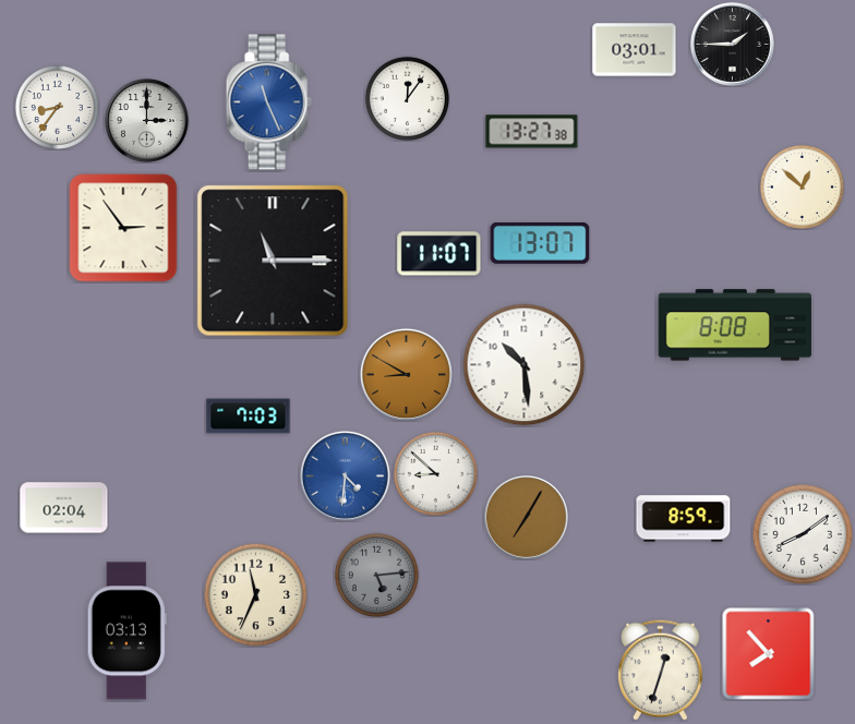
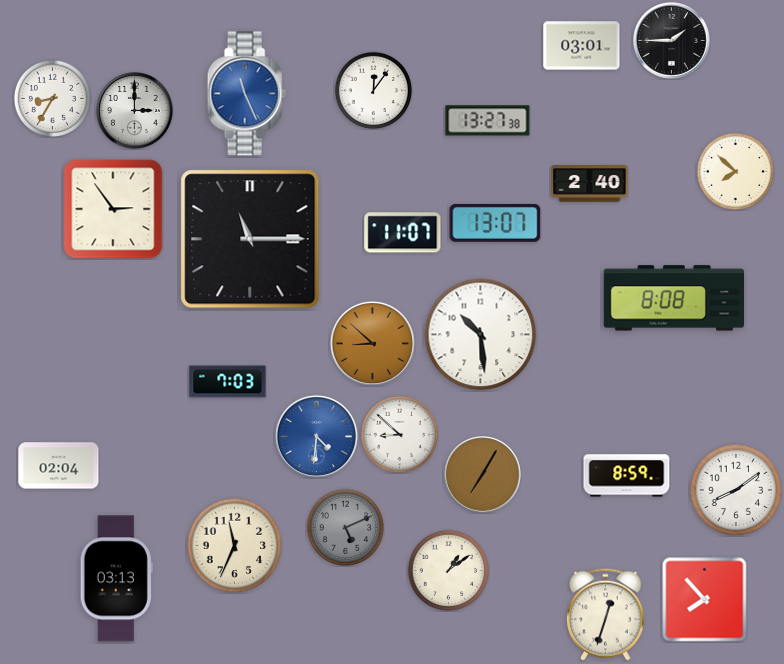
clock at (57, 107): 8:36 -> 8:35
clock at (802, 186): 12:52 -> 7:52
clock at (590, 184): none -> 2:40
clock at (406, 374): 8:50 -> 8:52
clock at (376, 575): 5:14 -> 5:11
clock at (448, 570): none -> 1:09
